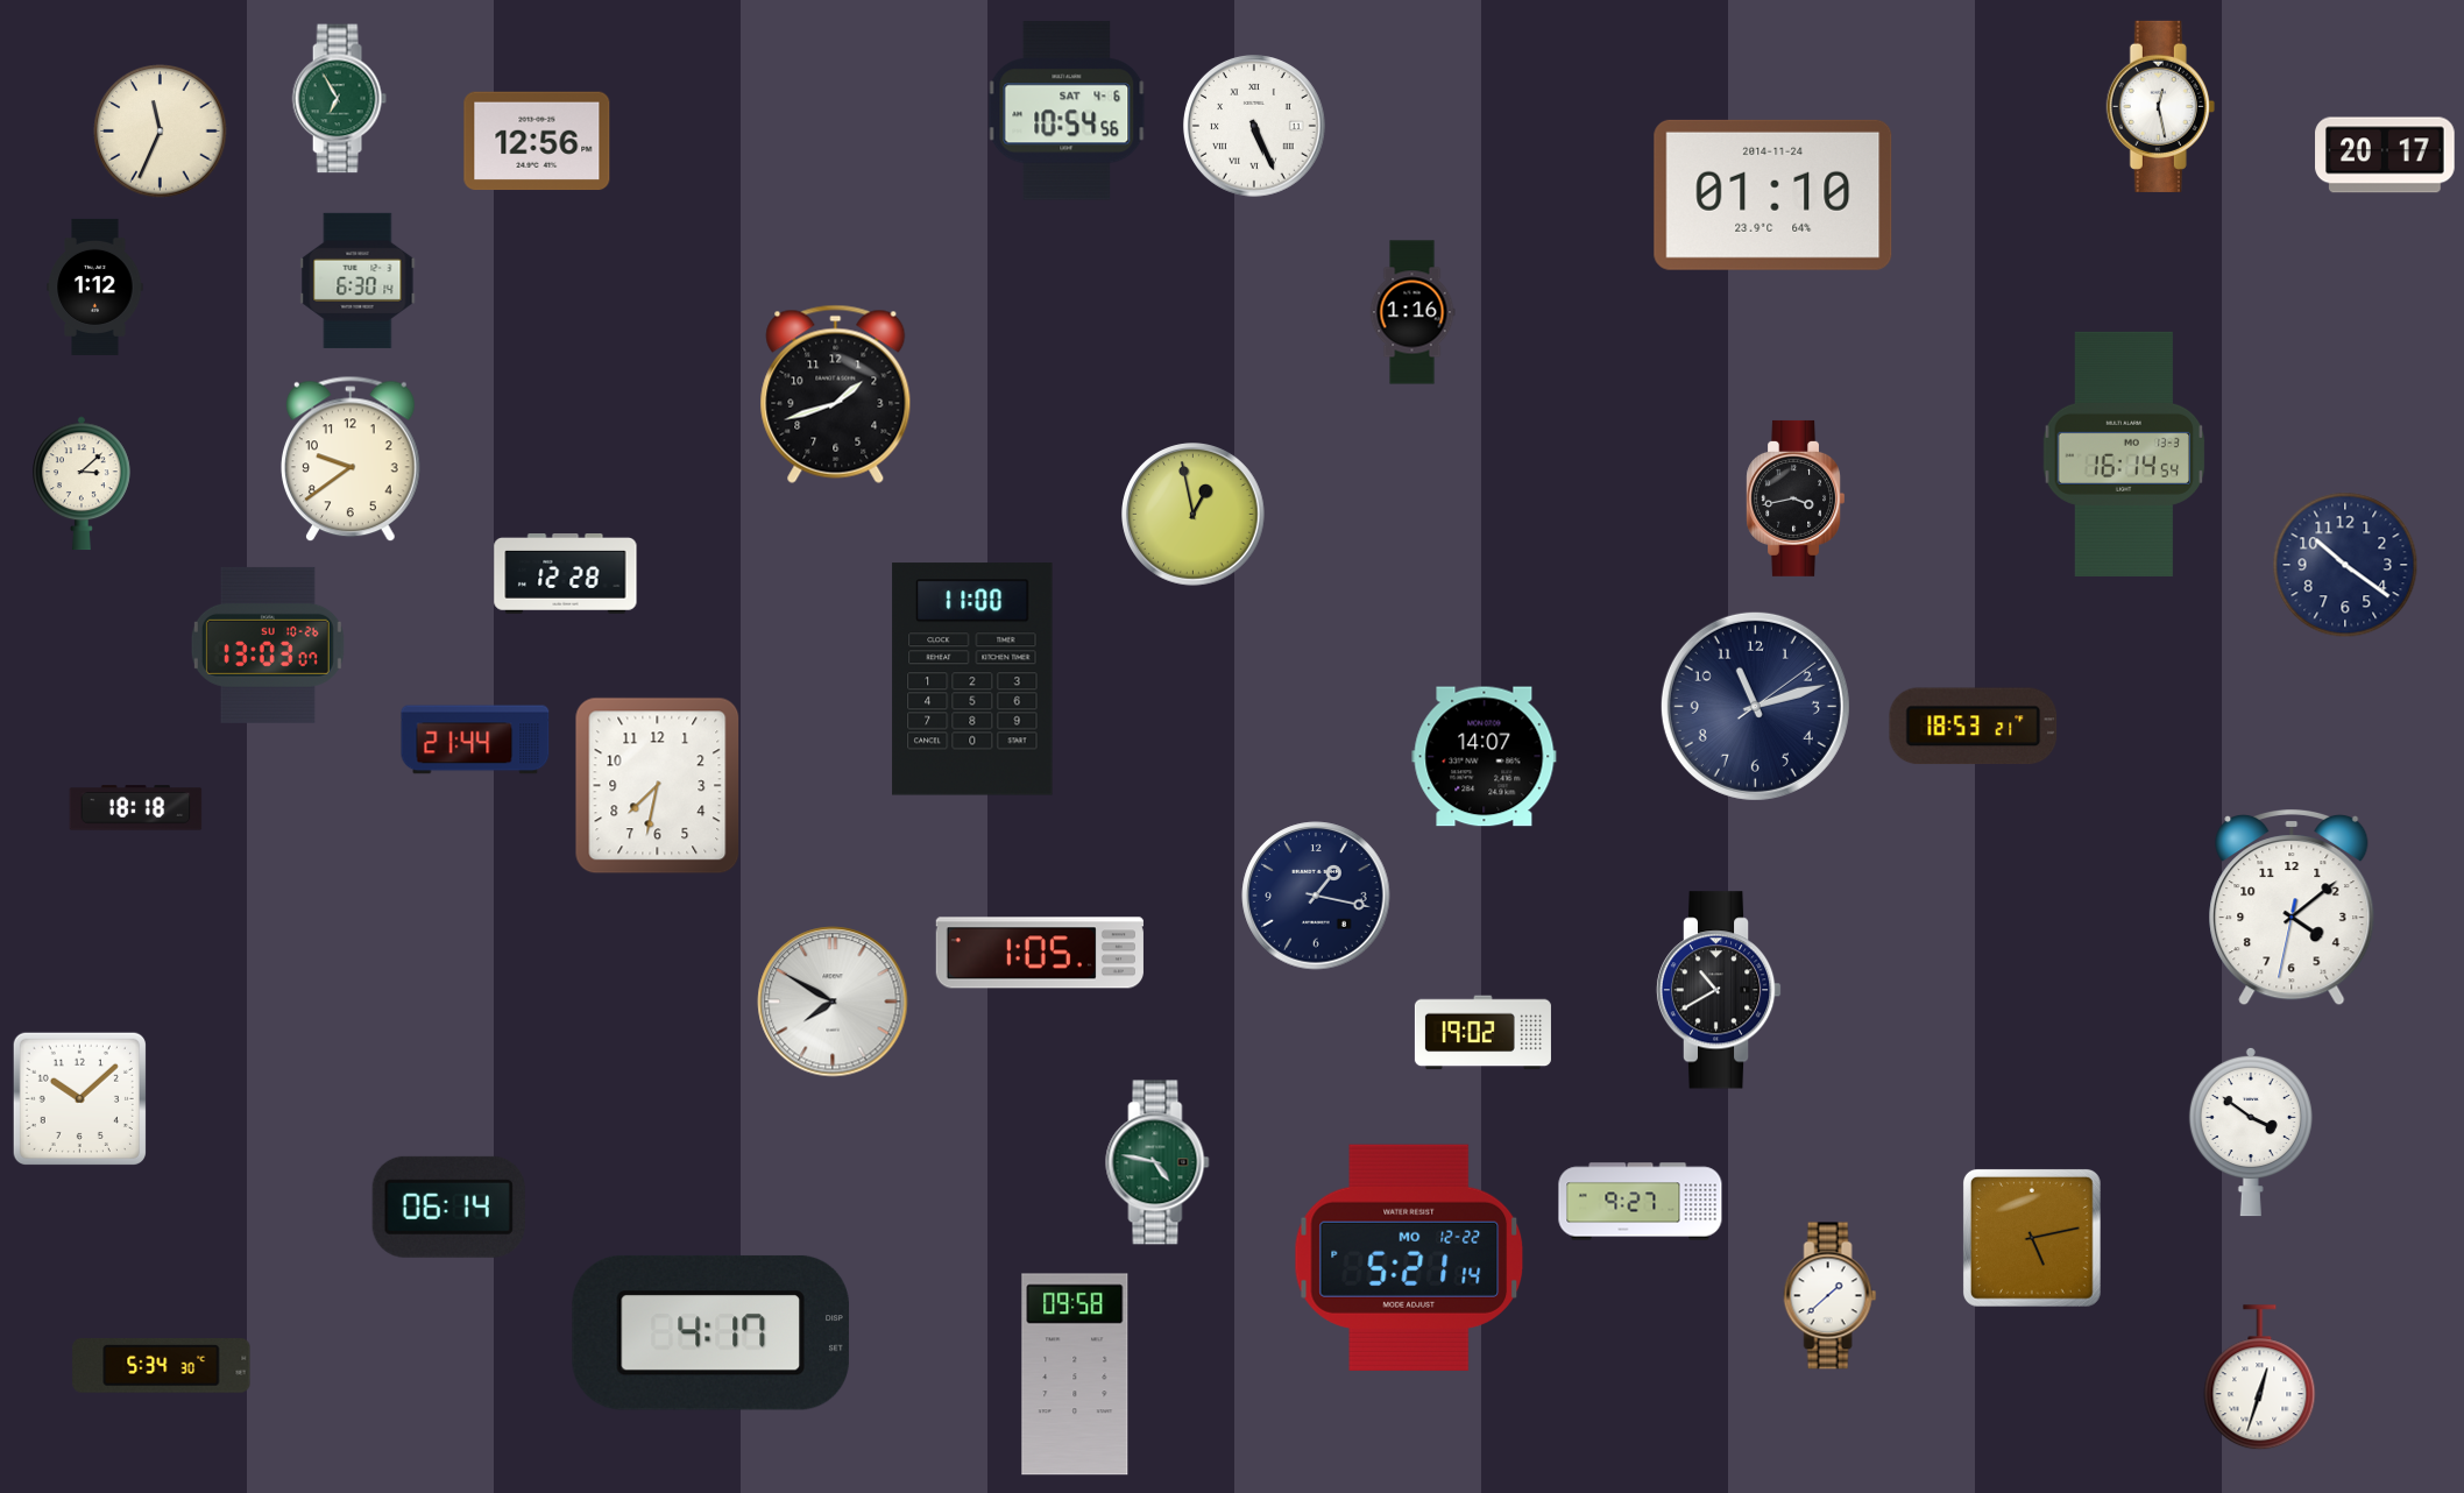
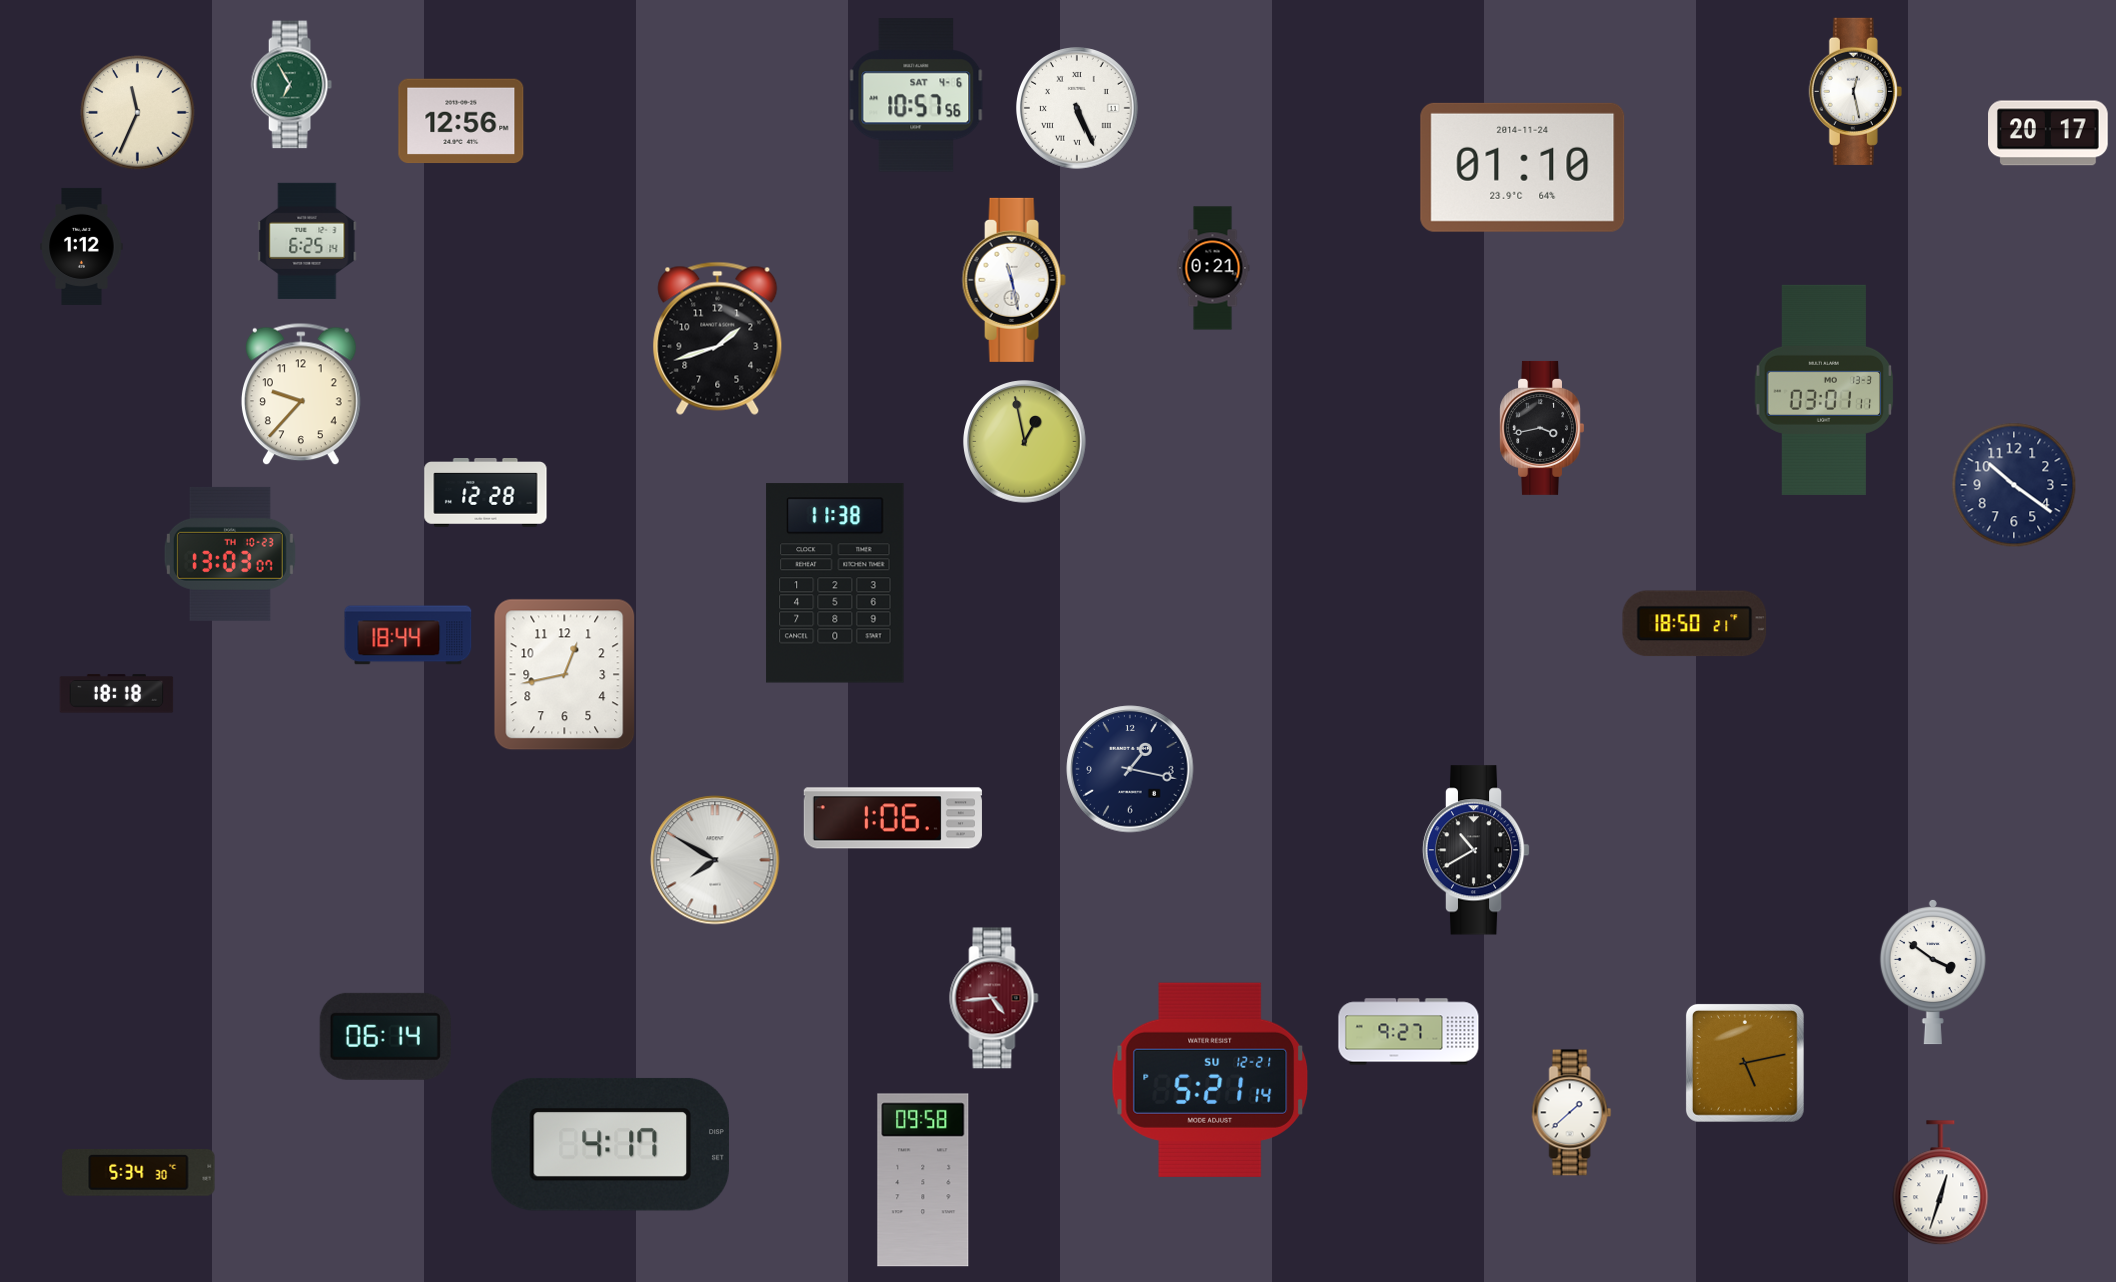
clock at (1067, 111): 10:54 -> 10:57
clock at (357, 281): 6:30 -> 6:25
clock at (1412, 312): 1:16 -> 0:21
clock at (1014, 280): none -> 11:28
clock at (2124, 454): 16:14 -> 03:01
clock at (351, 459): 9:39 -> 9:37
clock at (83, 483): 3:08 -> none
clock at (268, 645) date: SU 10-26 -> TH 10-23
clock at (972, 679): 11:00 -> 11:38
clock at (1755, 706): 11:12 -> none
clock at (1974, 727): 18:53 -> 18:50
clock at (475, 740): 21:44 -> 18:44
clock at (1485, 757): 14:07 -> none
clock at (658, 786): 7:32 -> 12:43
clock at (2292, 907): 4:08 -> none
clock at (1040, 953): 1:05 -> 1:06
clock at (1482, 1033): 19:02 -> none
clock at (79, 1098): 10:08 -> none
clock at (1157, 1162): 4:47 -> 4:44
clock at (1157, 1162) dial: green -> burgundy
clock at (1409, 1258) date: MO 12-22 -> SU 12-21
